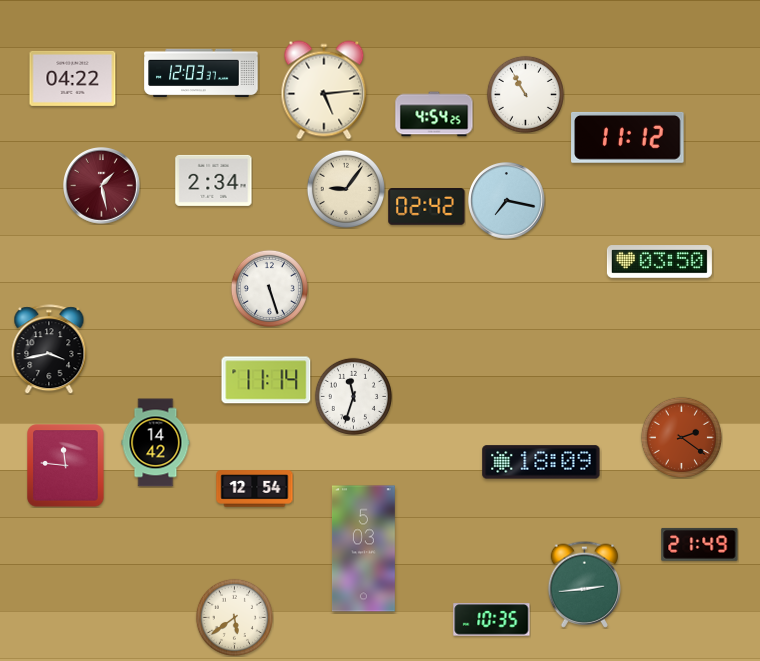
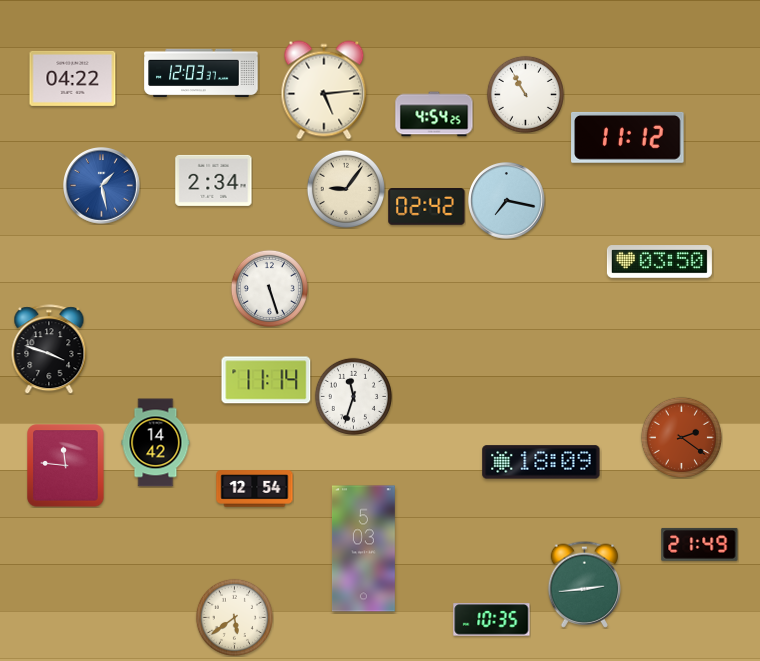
clock at (102, 186) dial: burgundy -> blue
clock at (49, 349): 3:43 -> 3:48
